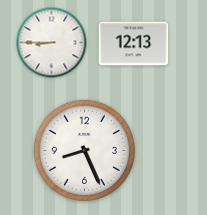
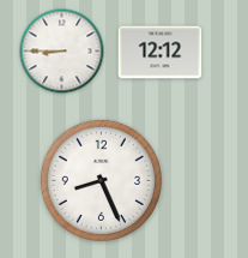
clock at (134, 44): 12:13 -> 12:12
